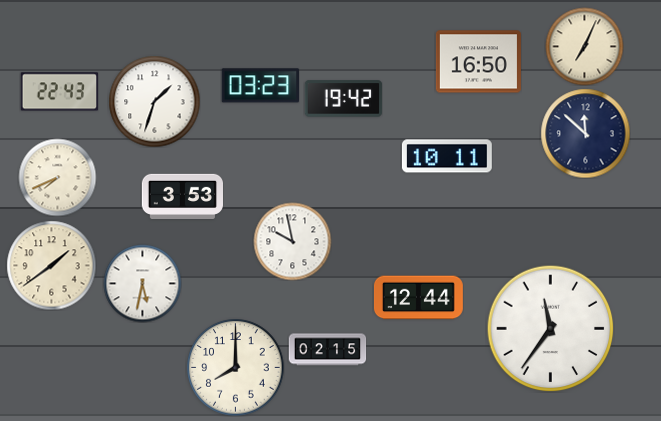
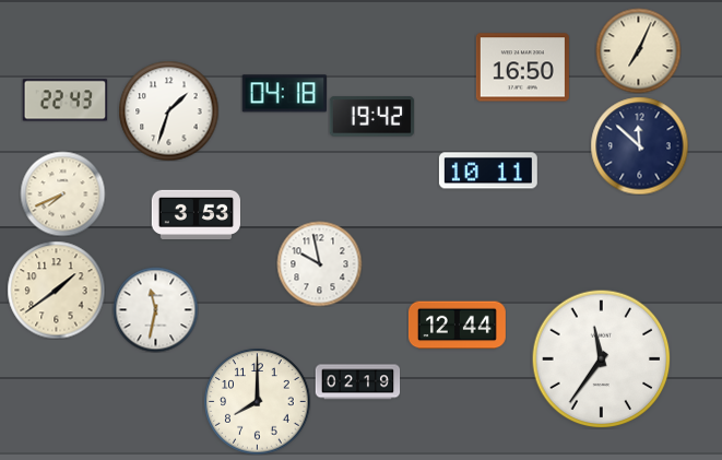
clock at (260, 86): 03:23 -> 04:18
clock at (343, 99) position: (343, 99) -> (371, 117)
clock at (182, 196) position: (182, 196) -> (196, 214)
clock at (142, 283): 5:32 -> 11:32
clock at (327, 350): 02:15 -> 02:19
